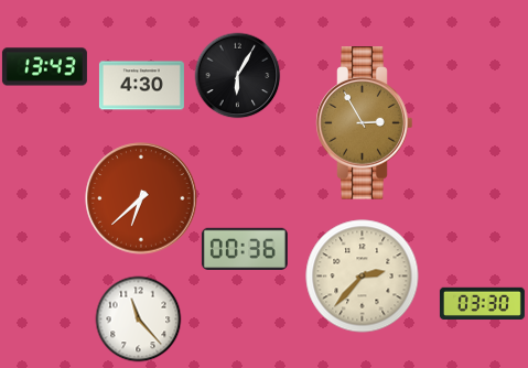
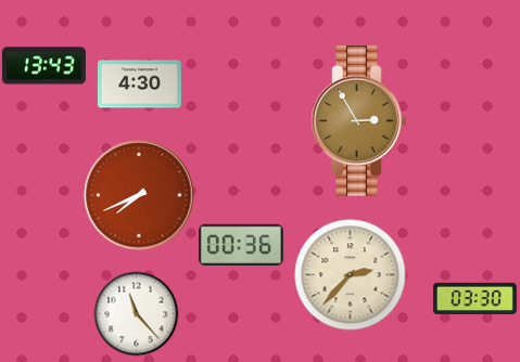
clock at (237, 75): 6:05 -> none
clock at (141, 198): 6:38 -> 7:41
clock at (363, 277) position: (363, 277) -> (351, 275)
